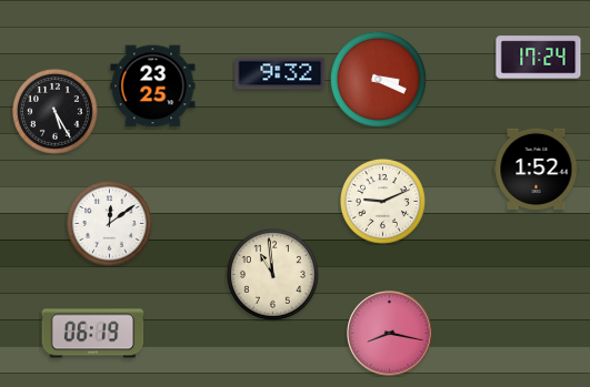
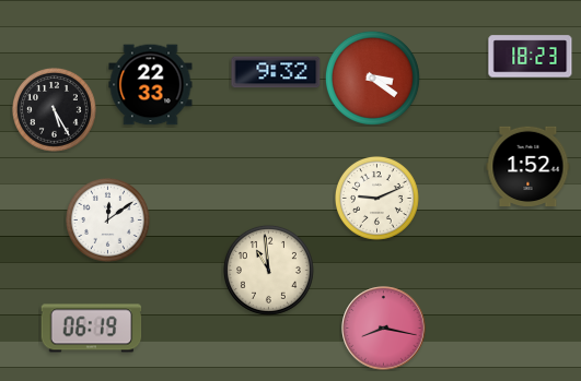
clock at (539, 58): 17:24 -> 18:23
clock at (378, 79): 3:19 -> 3:21
clock at (153, 86): 23:25 -> 22:33
